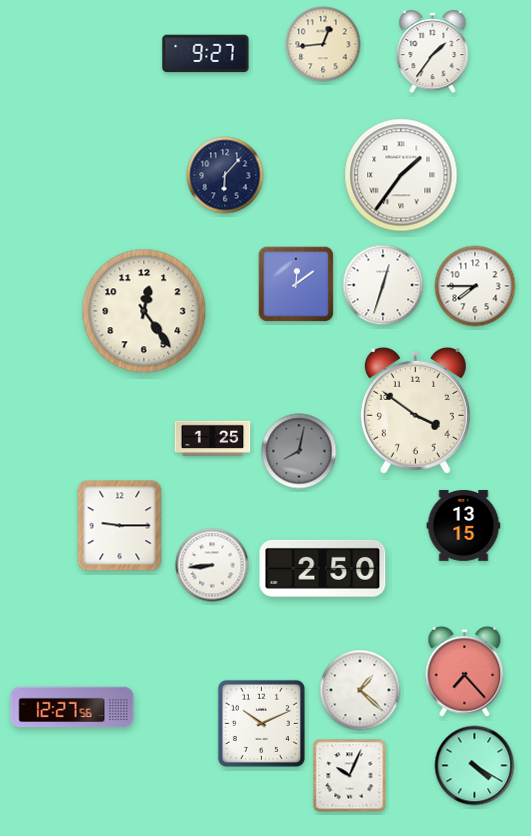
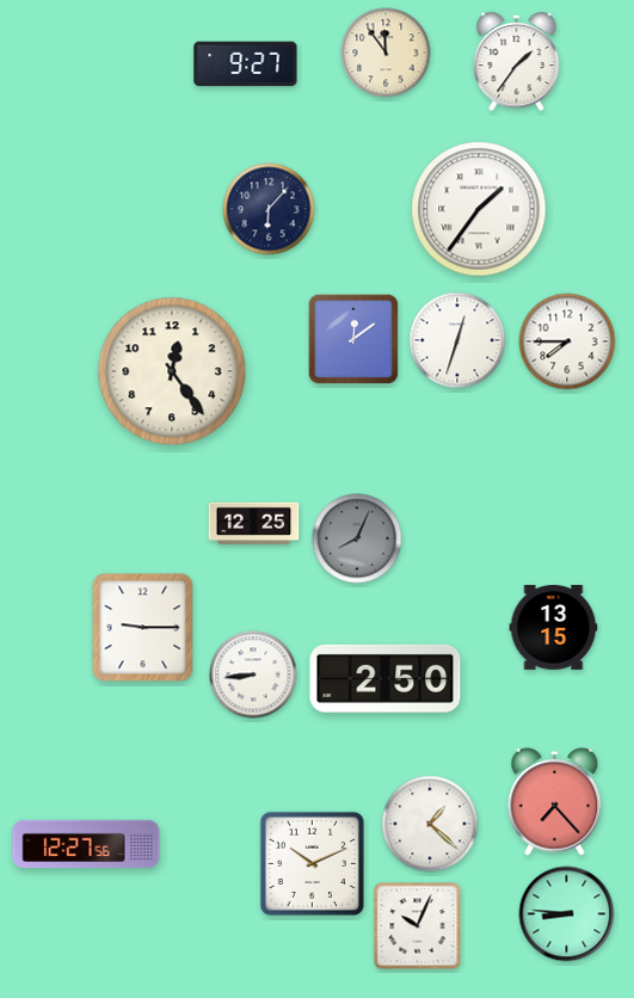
clock at (323, 44): 12:44 -> 11:54
clock at (415, 410): 3:51 -> none
clock at (213, 438): 1:25 -> 12:25
clock at (299, 451): 8:02 -> 8:04
clock at (475, 766): 4:20 -> 8:46
